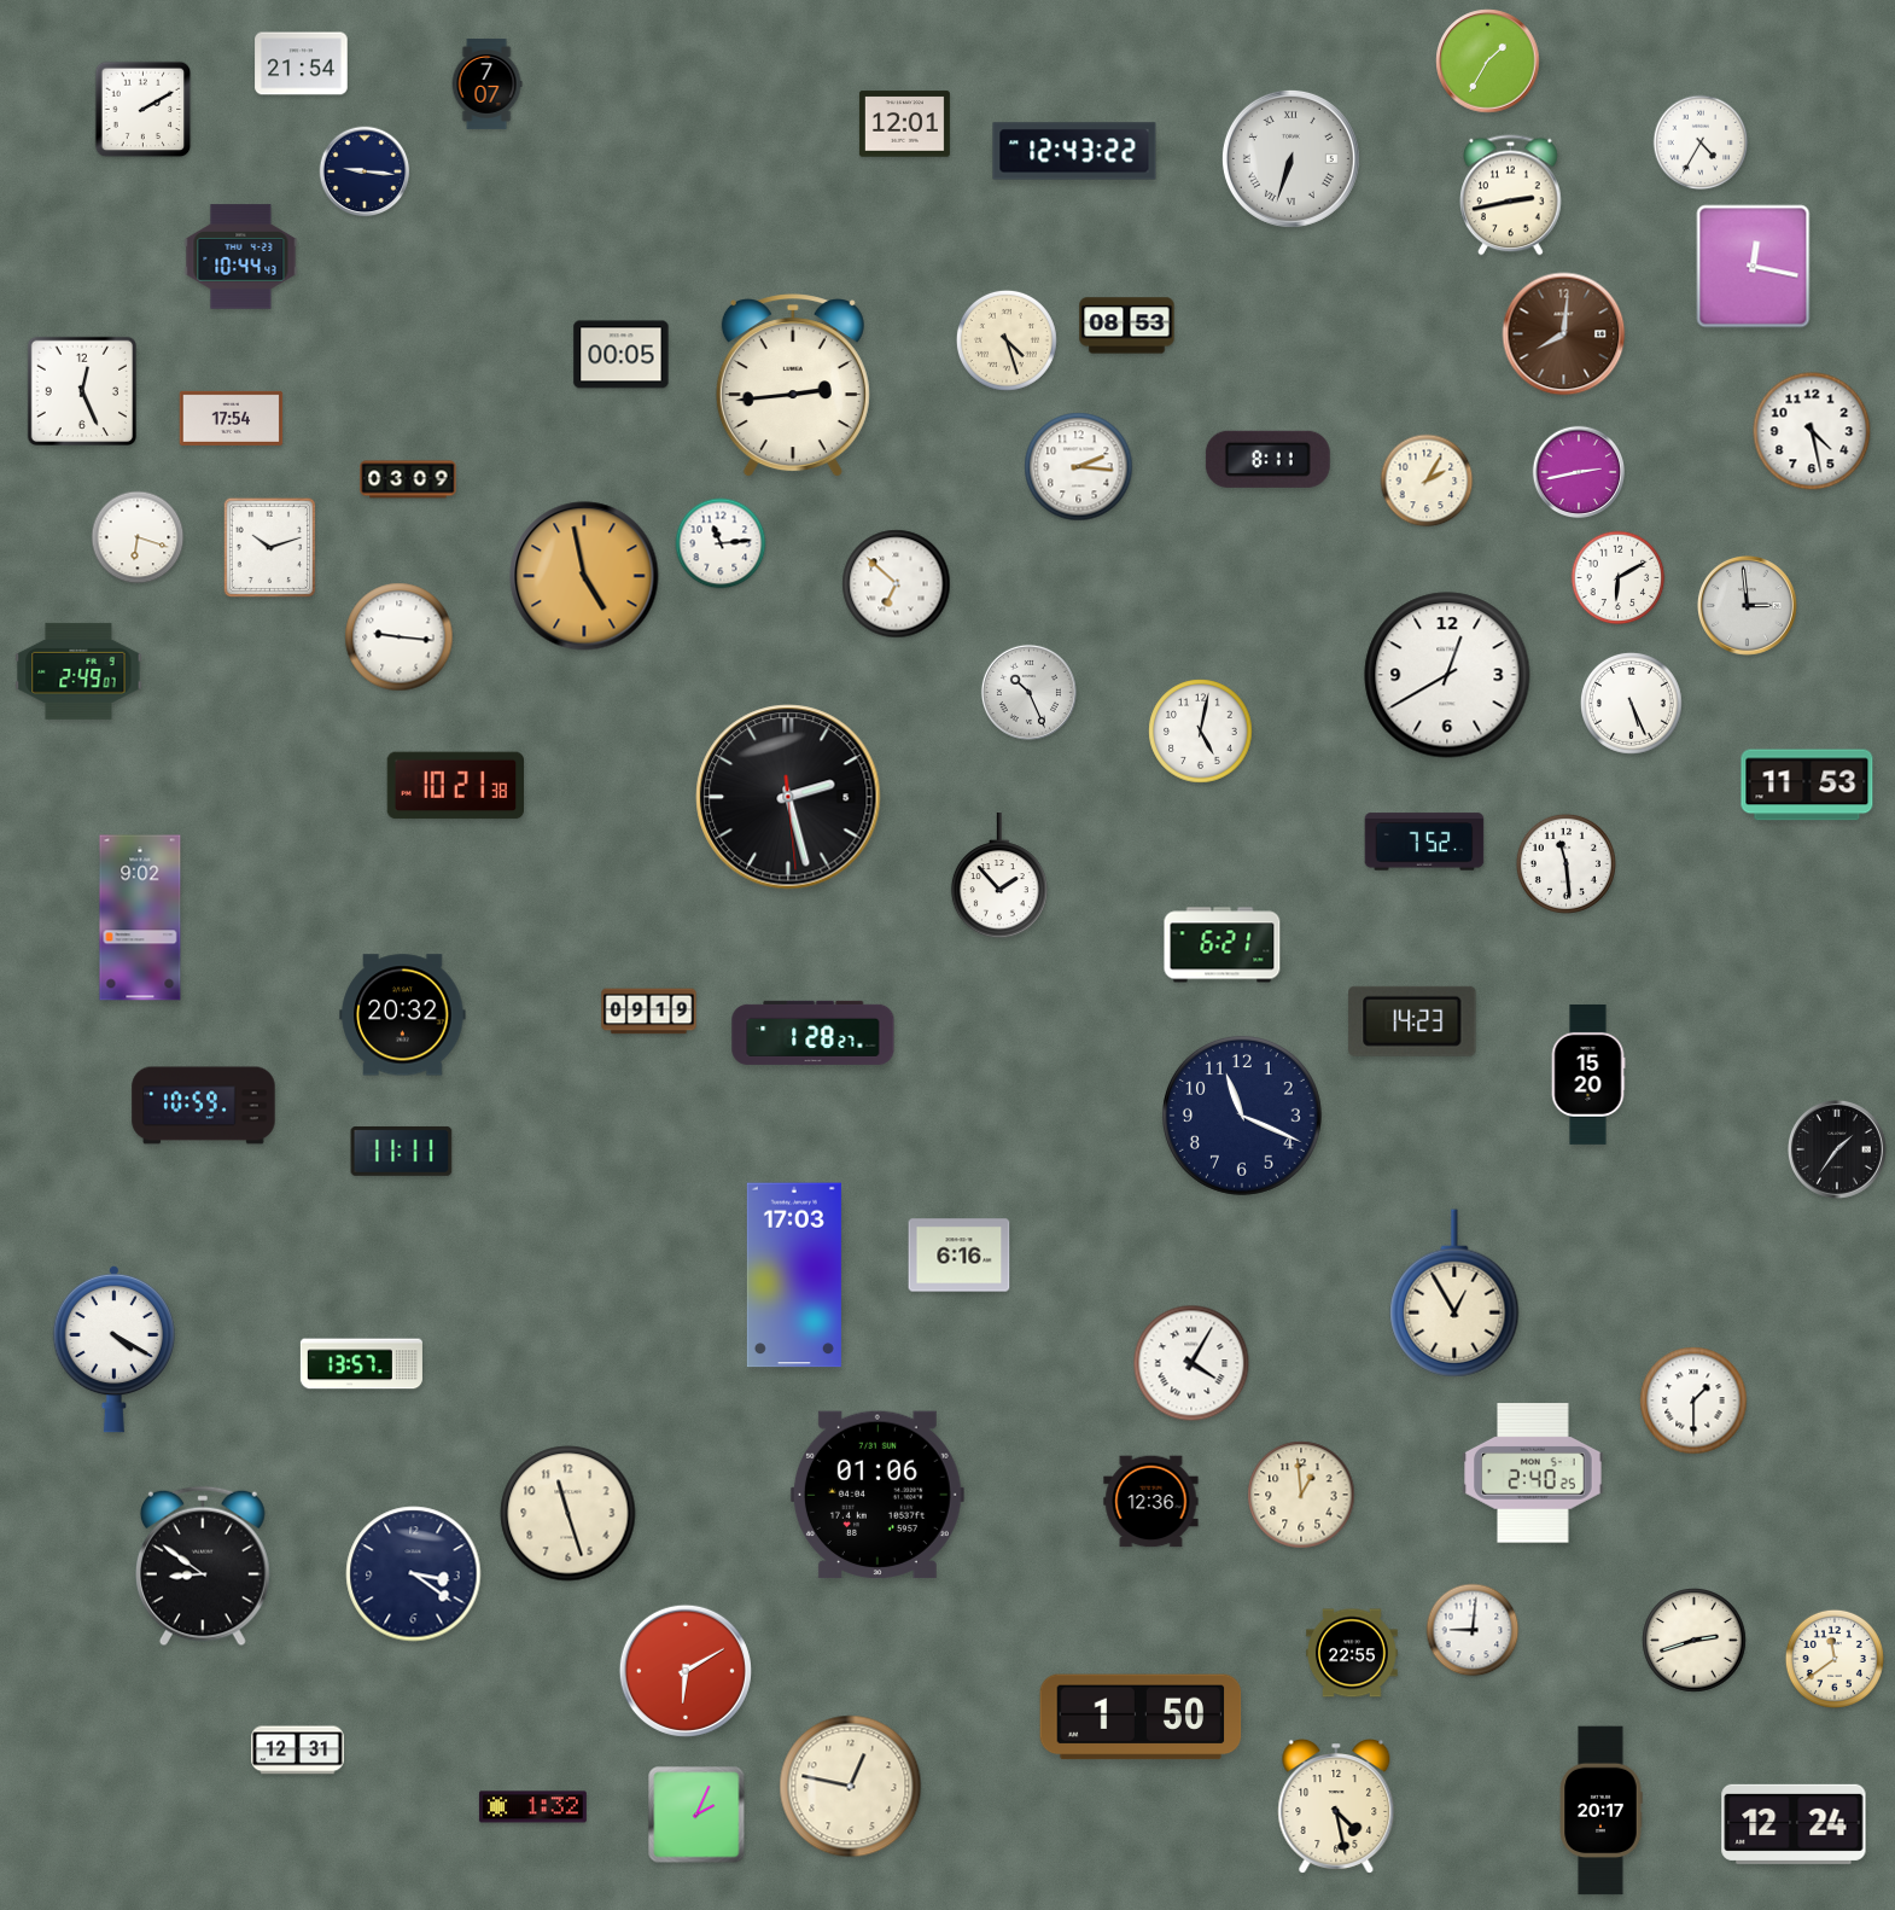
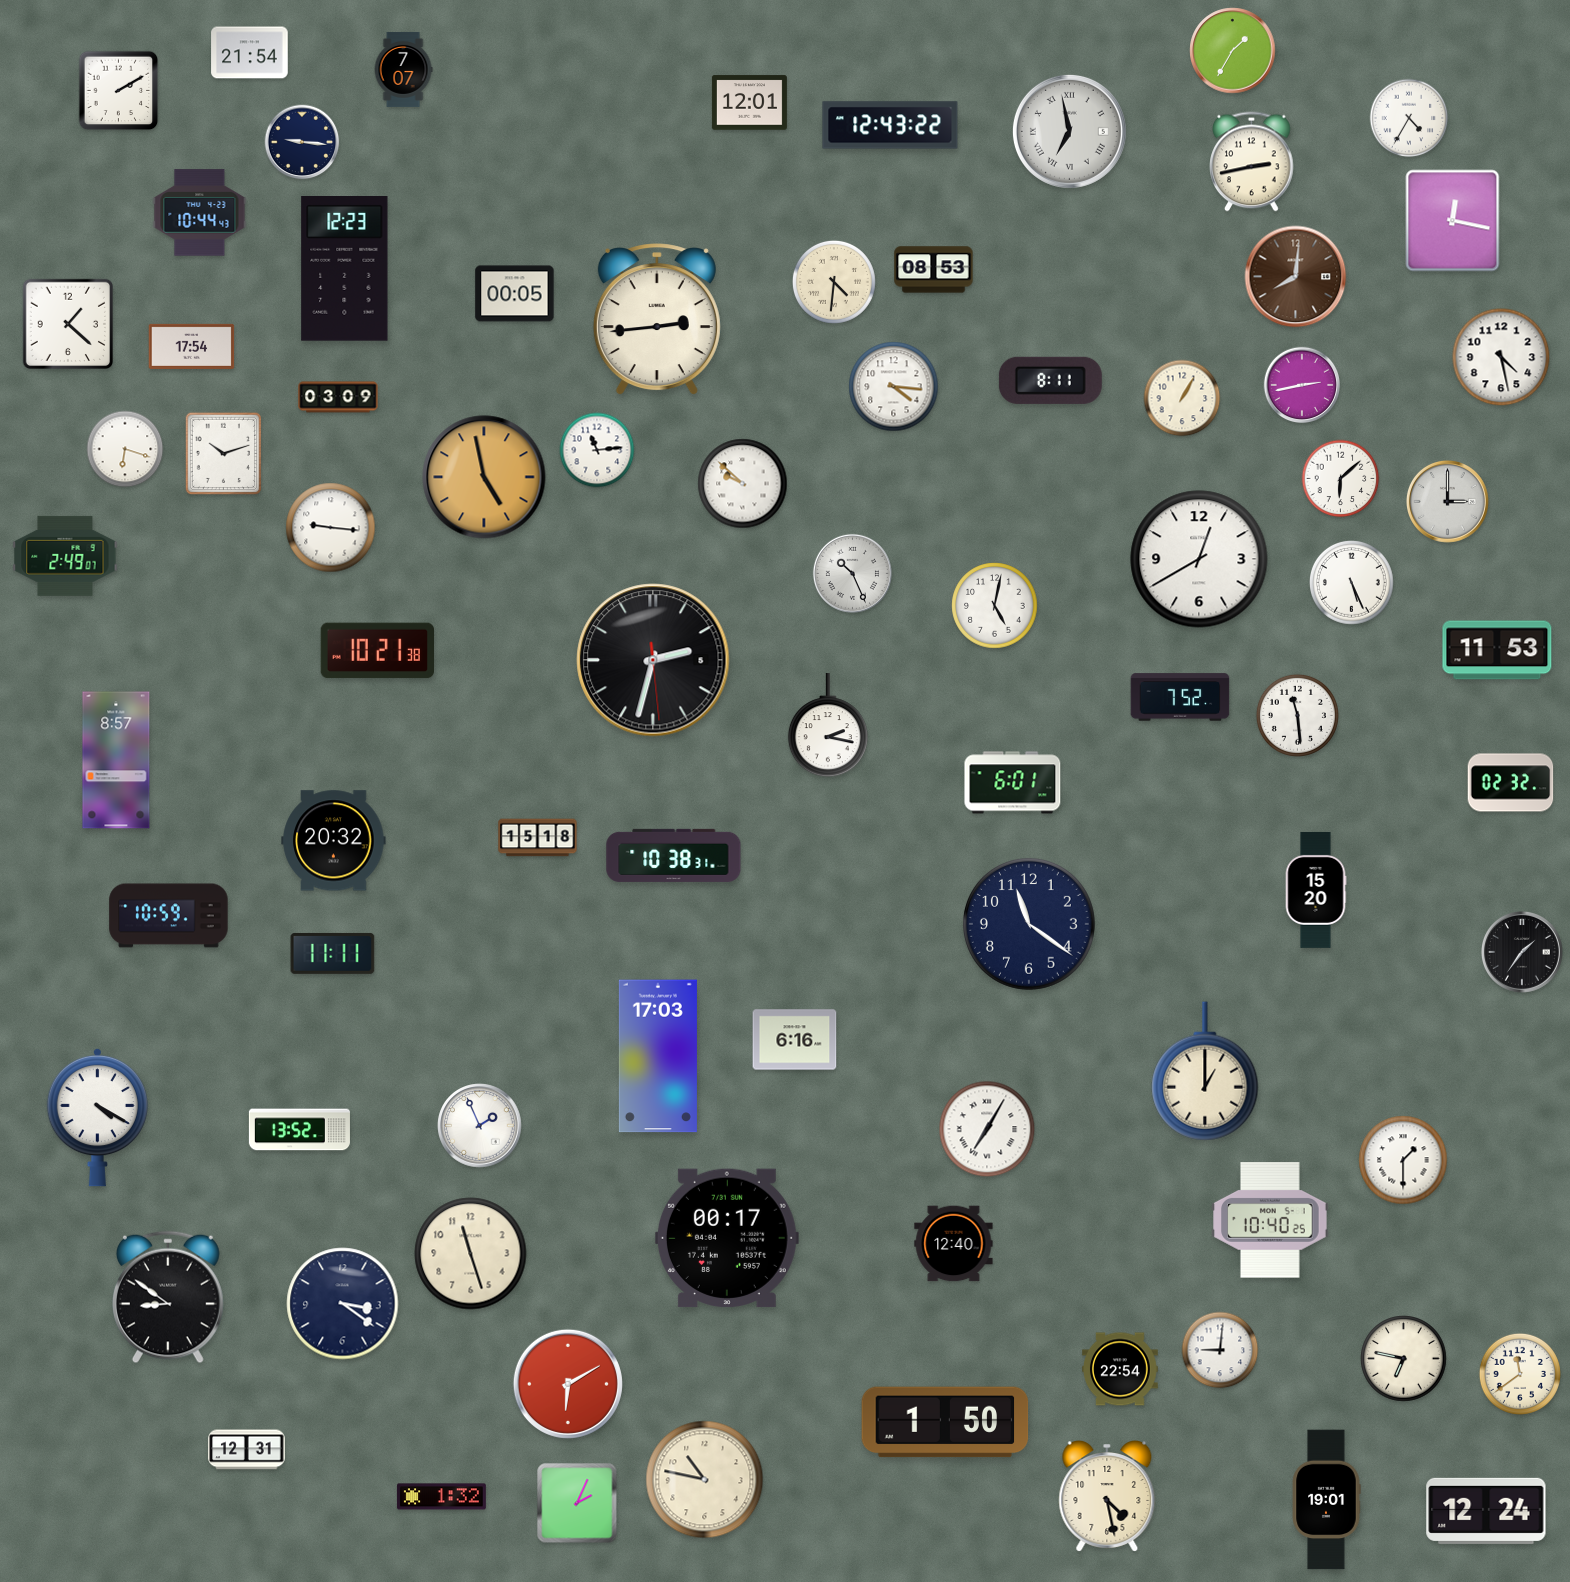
clock at (1290, 158): 6:33 -> 6:58
clock at (345, 269): none -> 12:23
clock at (1007, 340): 4:27 -> 4:31
clock at (81, 390): 12:26 -> 1:22
clock at (1079, 467): 2:16 -> 4:16
clock at (1579, 472) position: (1579, 472) -> (1302, 385)
clock at (1427, 481): 2:05 -> 1:05
clock at (138, 537) position: (138, 537) -> (125, 449)
clock at (1619, 578): 6:10 -> 6:08
clock at (897, 584): 6:52 -> 9:52
clock at (1747, 605): 2:59 -> 3:00
clock at (788, 797): 2:27 -> 2:32
clock at (999, 877): 1:53 -> 2:17
clock at (140, 918): 9:02 -> 8:57
clock at (1223, 945): 6:21 -> 6:01
clock at (1511, 783): none -> 02:32
clock at (649, 1012): 09:19 -> 15:18
clock at (1412, 1021): 14:23 -> none
clock at (814, 1032): 1:28 -> 10:38
clock at (1242, 1116): 11:19 -> 11:21
clock at (1454, 1293): 12:55 -> 1:00
clock at (113, 1349) position: (113, 1349) -> (97, 1117)
clock at (480, 1126): none -> 1:56
clock at (1191, 1363): 4:05 -> 7:05
clock at (361, 1364): 13:57 -> 13:52
clock at (1533, 1473): 2:40 -> 10:40
clock at (877, 1495): 01:06 -> 00:17
clock at (1301, 1495): 12:59 -> none
clock at (1151, 1502): 12:36 -> 12:40
clock at (1695, 1641): 2:42 -> 6:47
clock at (1353, 1653): 22:55 -> 22:54
clock at (851, 1787): 12:47 -> 10:47
clock at (1600, 1811): 20:17 -> 19:01
